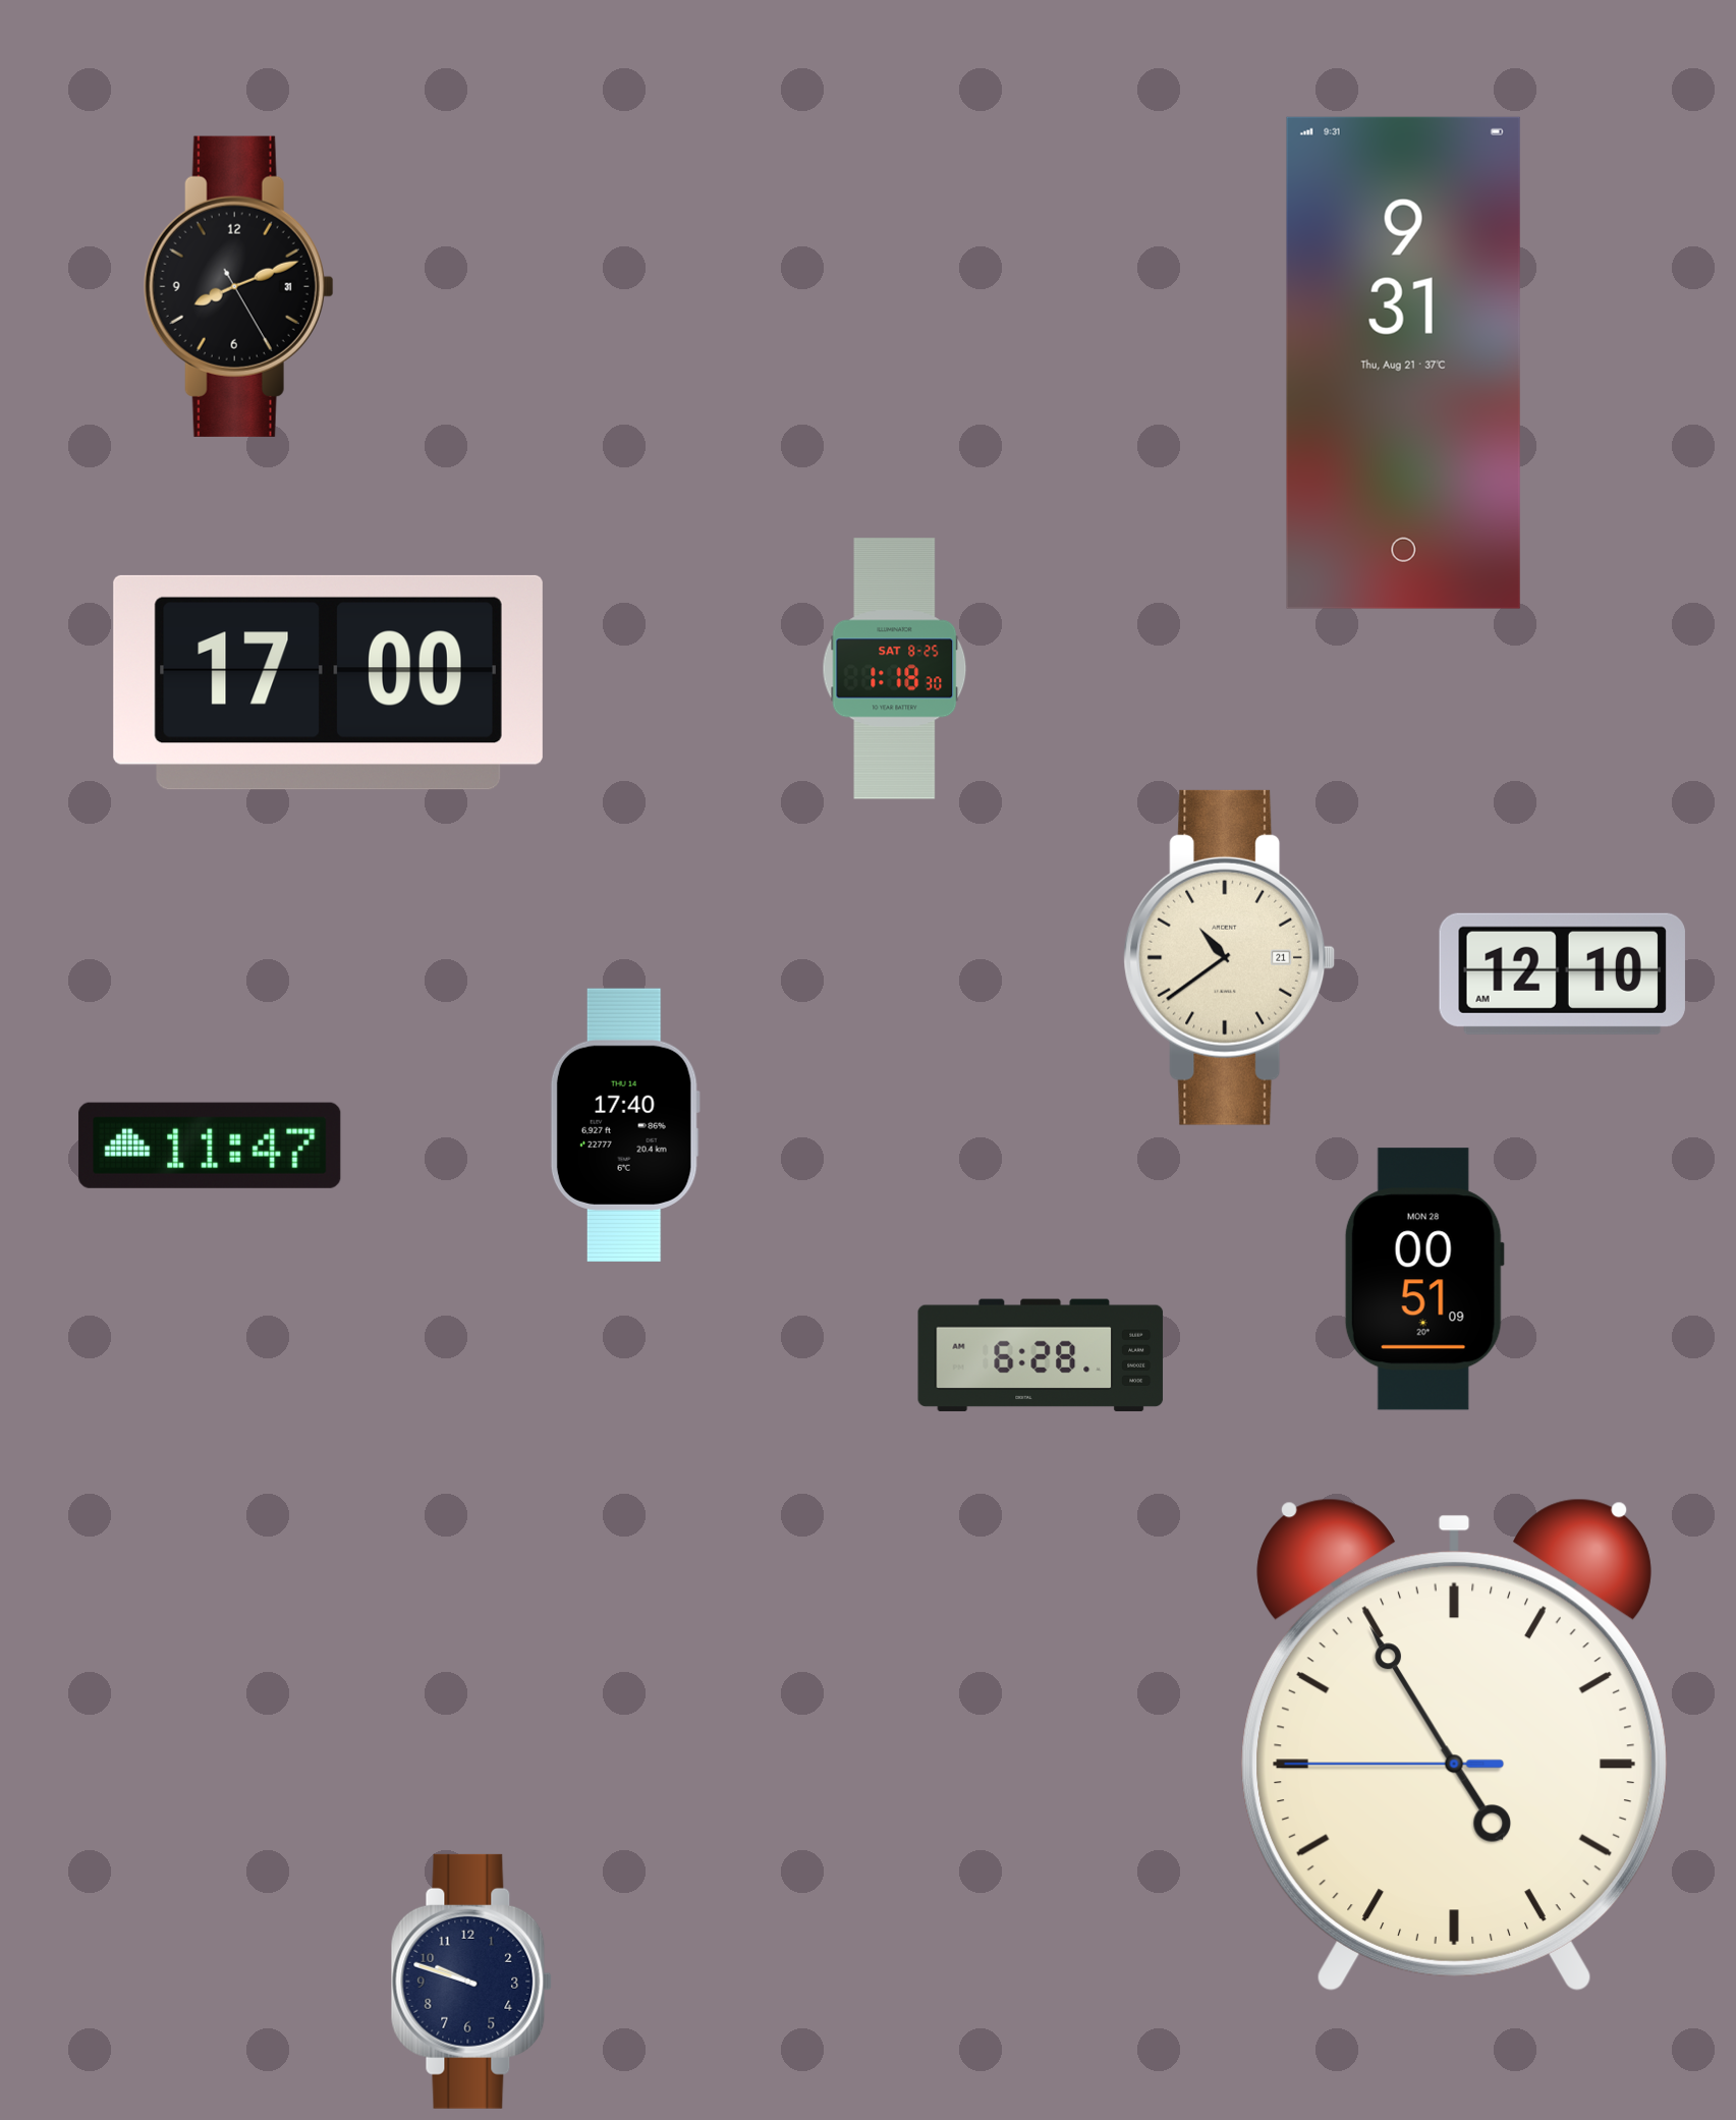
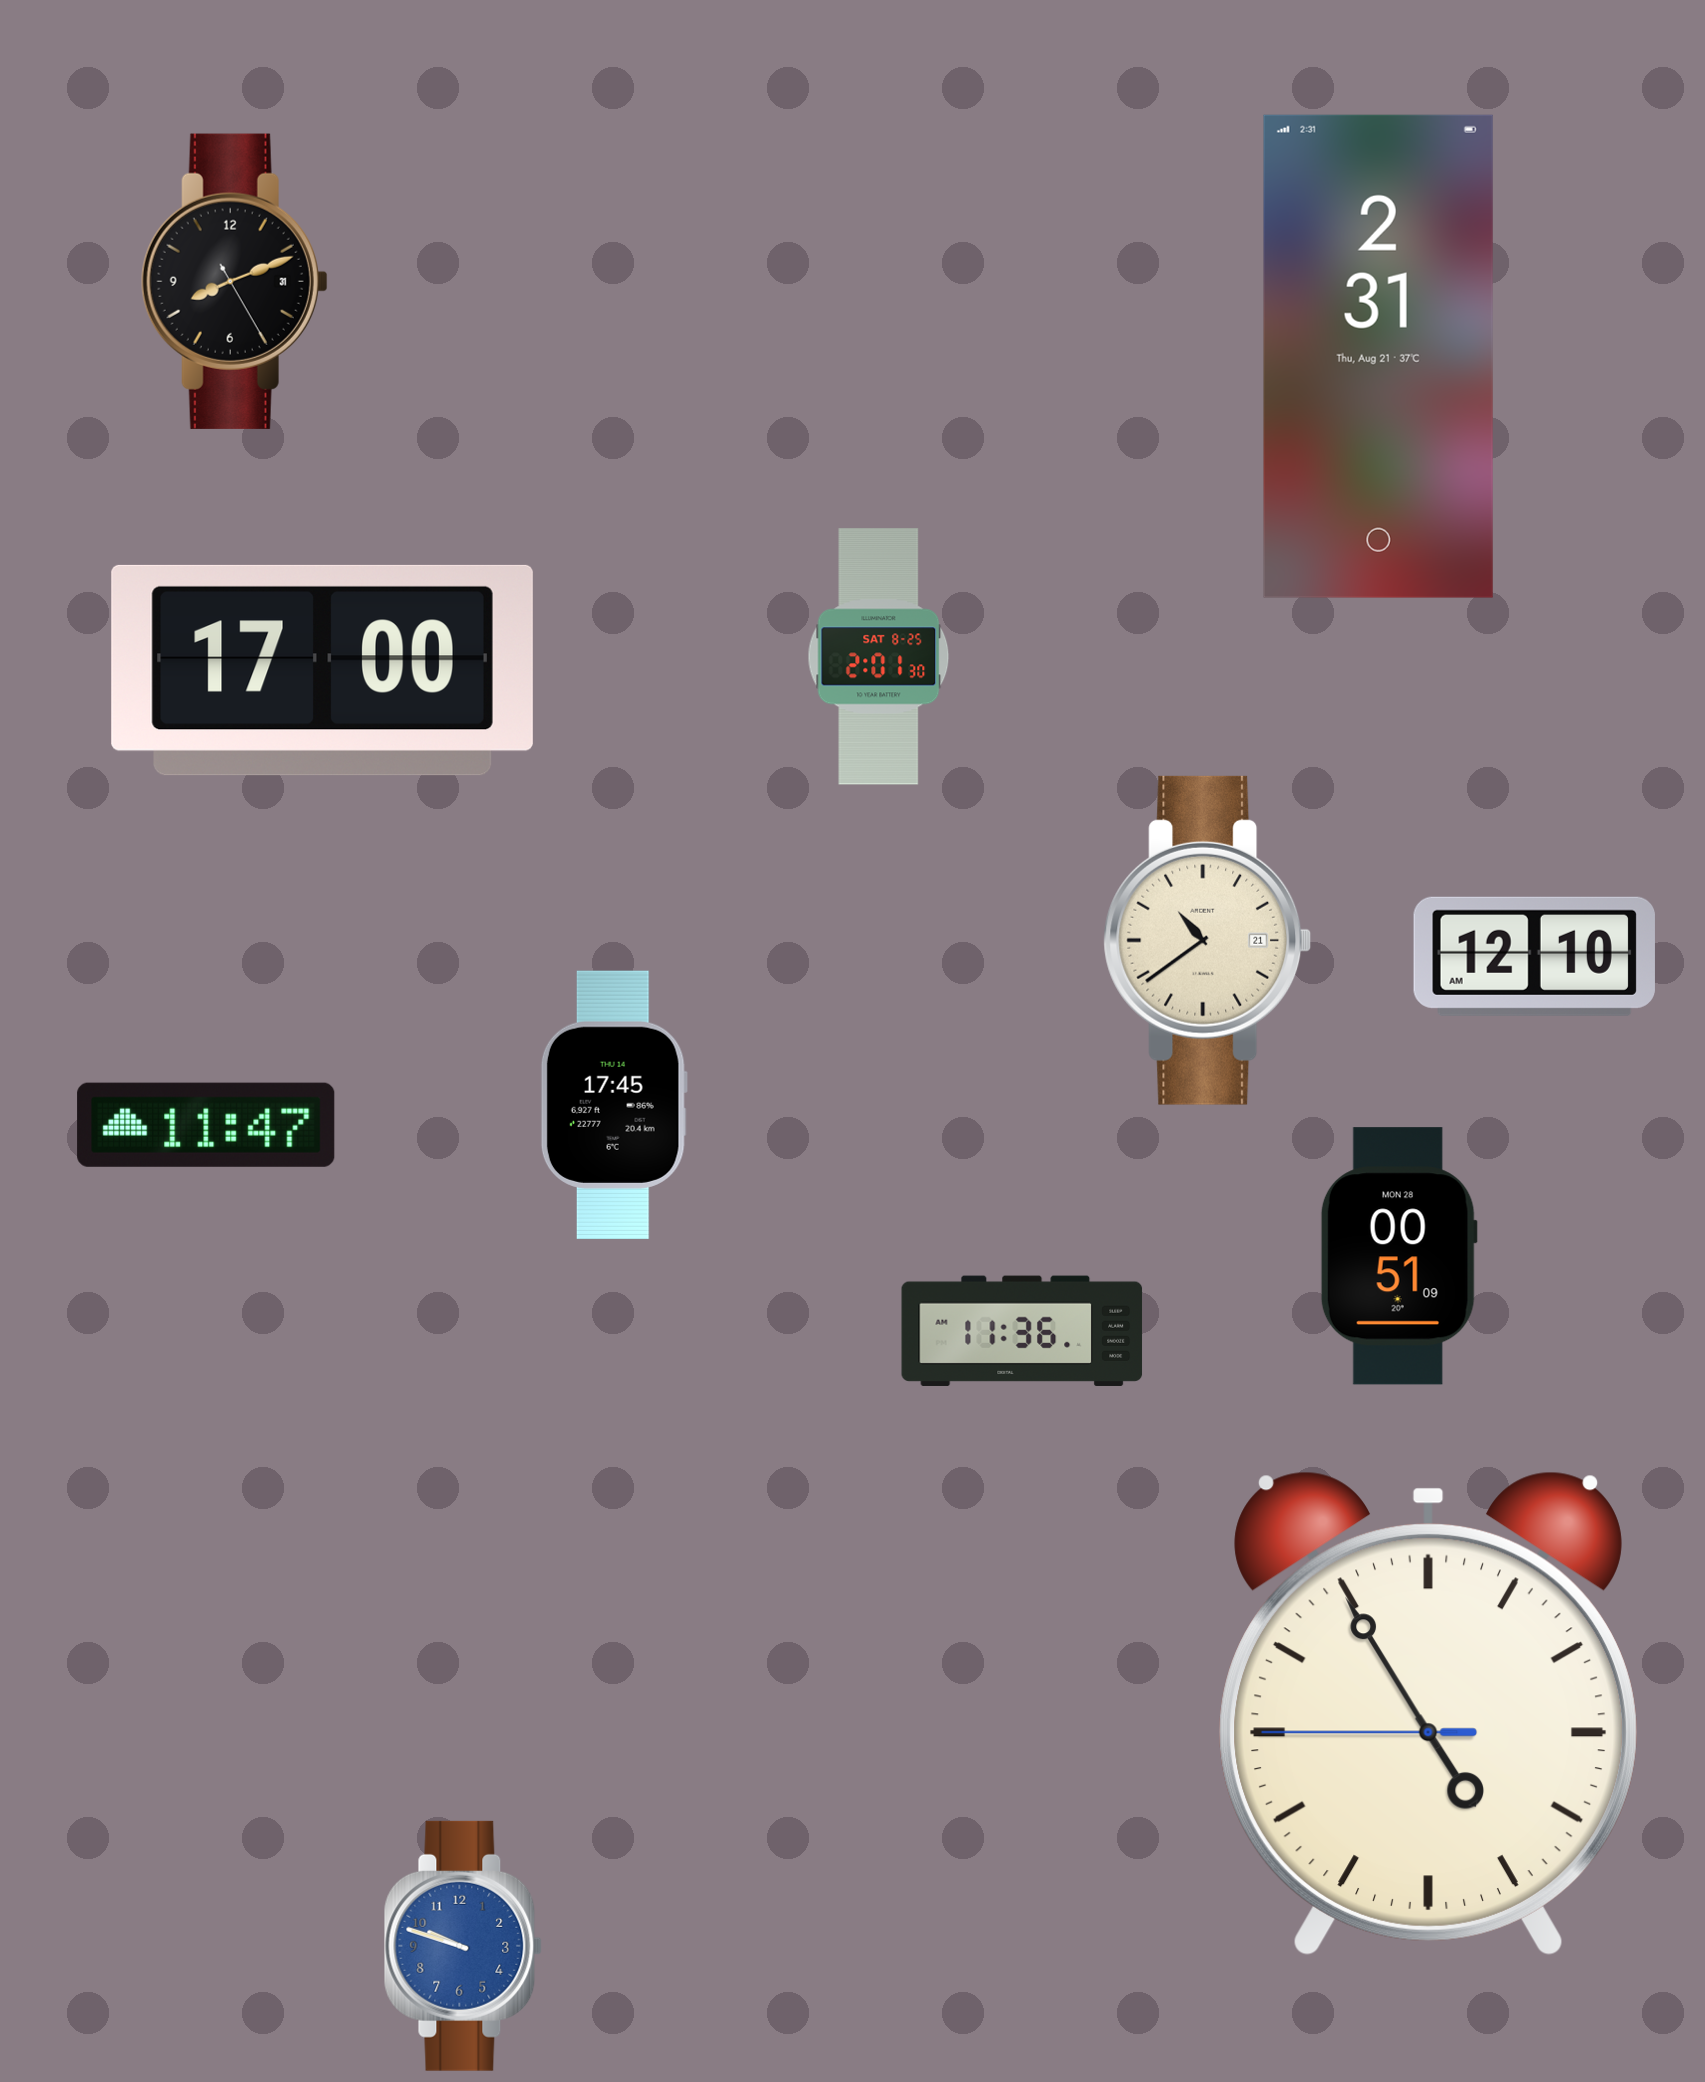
clock at (1403, 362): 9:31 -> 2:31
clock at (895, 669): 1:18 -> 2:01
clock at (625, 1125): 17:40 -> 17:45
clock at (1041, 1354): 6:28 -> 11:36
clock at (471, 1982) dial: navy -> blue
